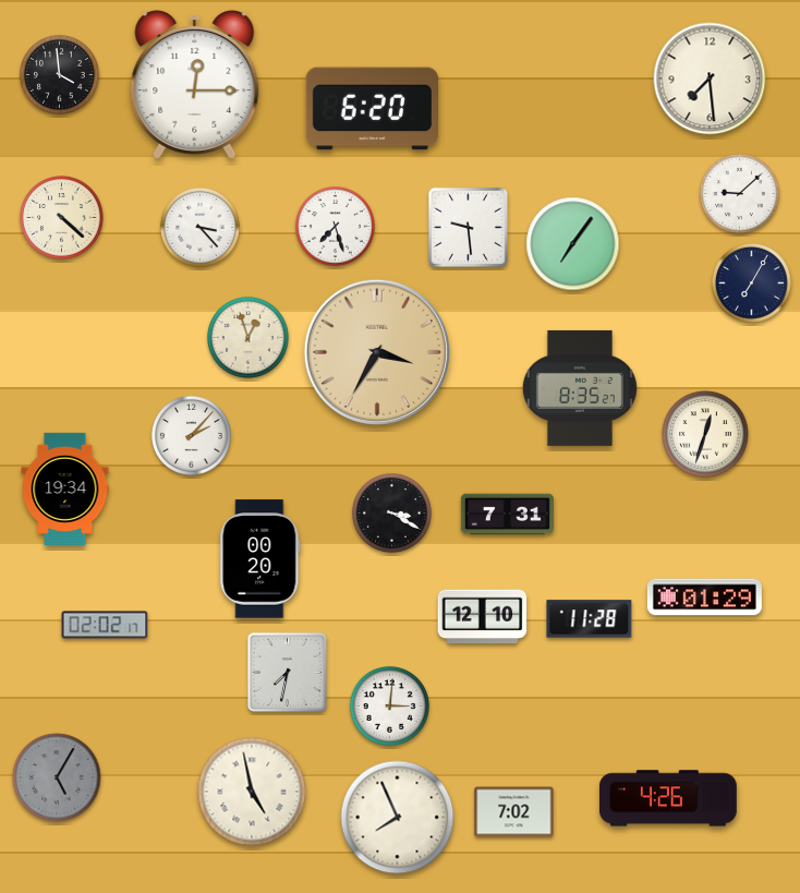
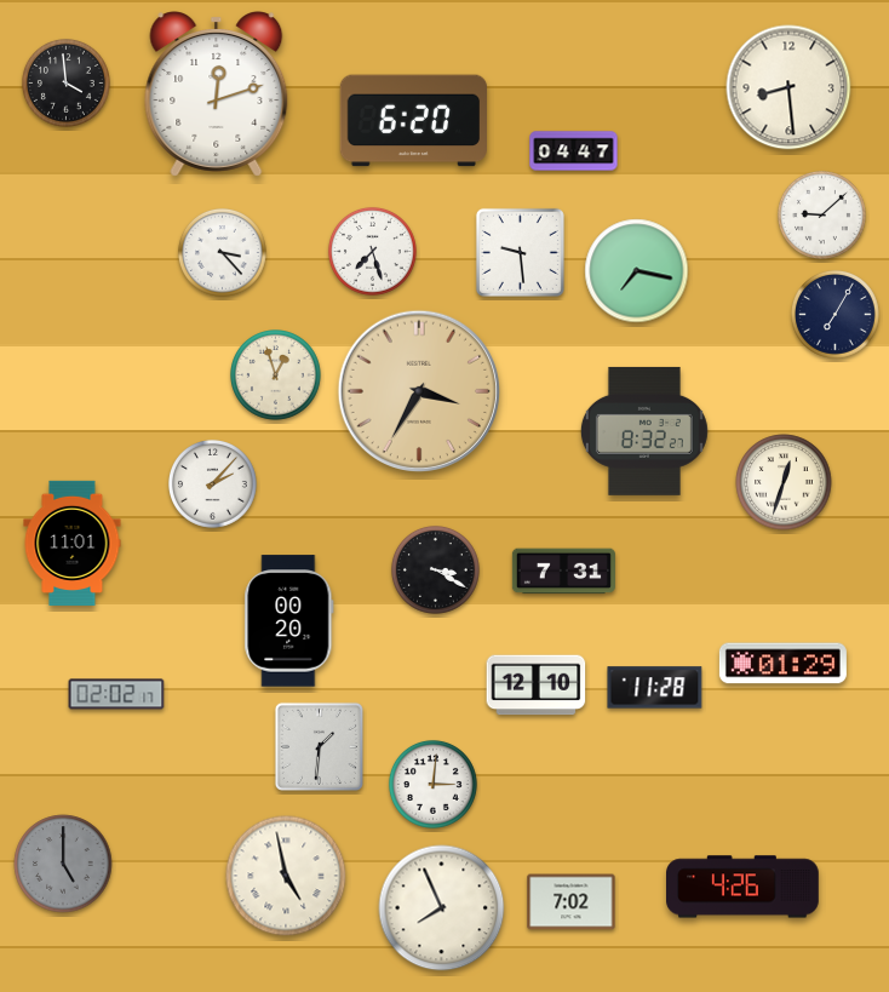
clock at (710, 79): 7:29 -> 8:29
clock at (195, 85): 12:15 -> 12:12
clock at (574, 151): none -> 04:47
clock at (62, 218): 4:22 -> none
clock at (573, 244): 7:06 -> 7:17
clock at (580, 388): 8:35 -> 8:32
clock at (65, 488): 19:34 -> 11:01
clock at (287, 672): 7:32 -> 1:31
clock at (57, 777): 5:05 -> 5:00
clock at (252, 792) position: (252, 792) -> (286, 876)
